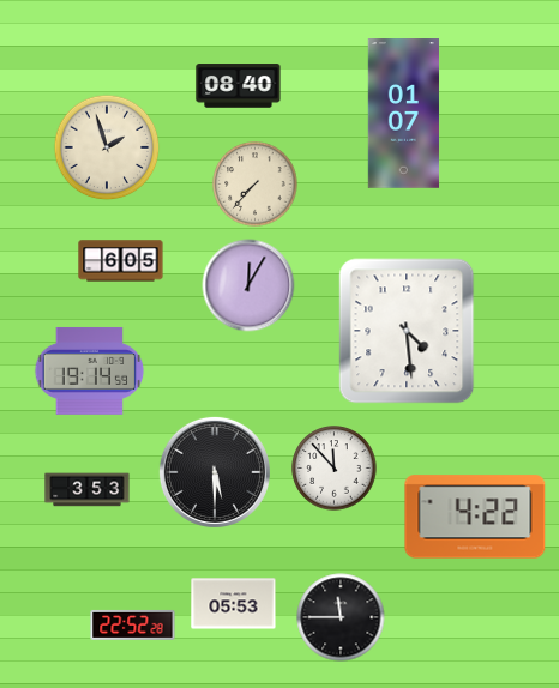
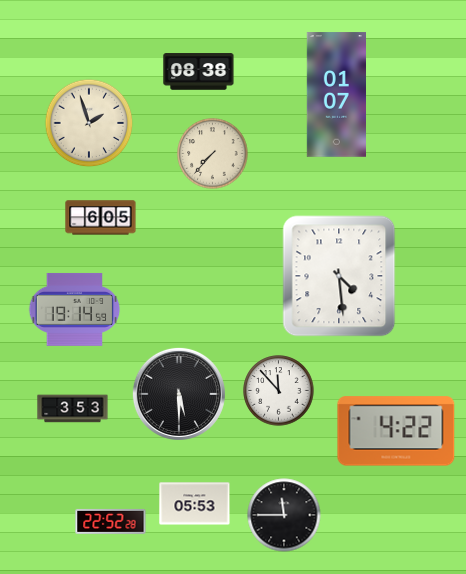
clock at (239, 86): 08:40 -> 08:38
clock at (248, 285): 12:05 -> none
